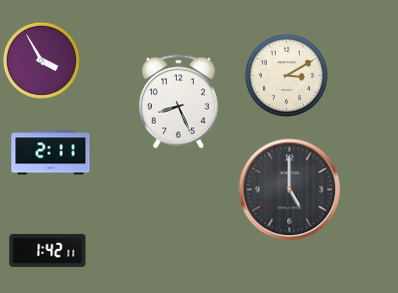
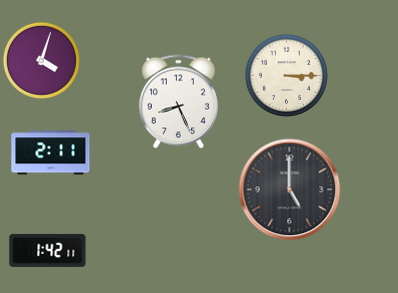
clock at (41, 60): 3:55 -> 4:03
clock at (286, 75): 3:10 -> 3:15
